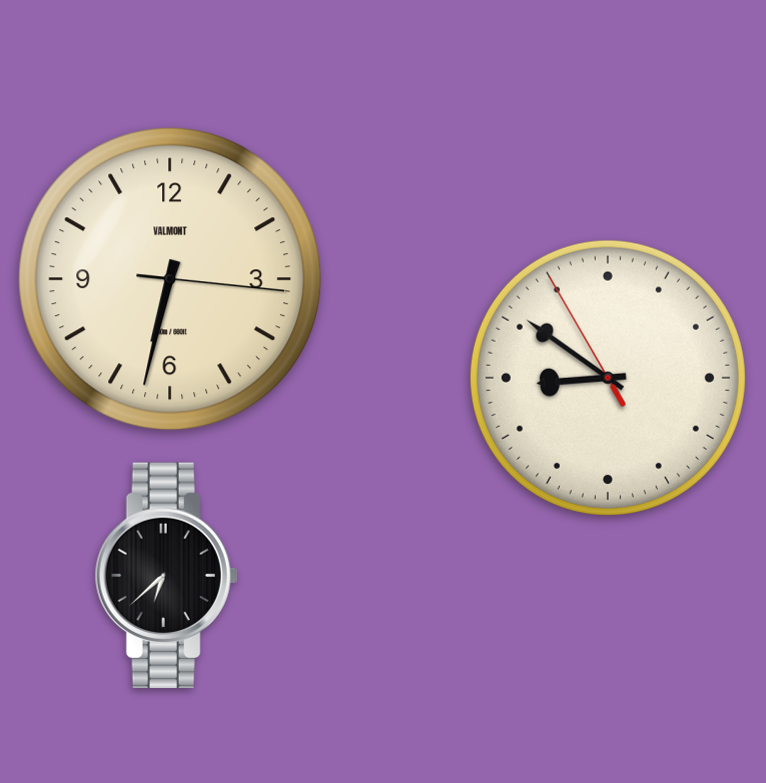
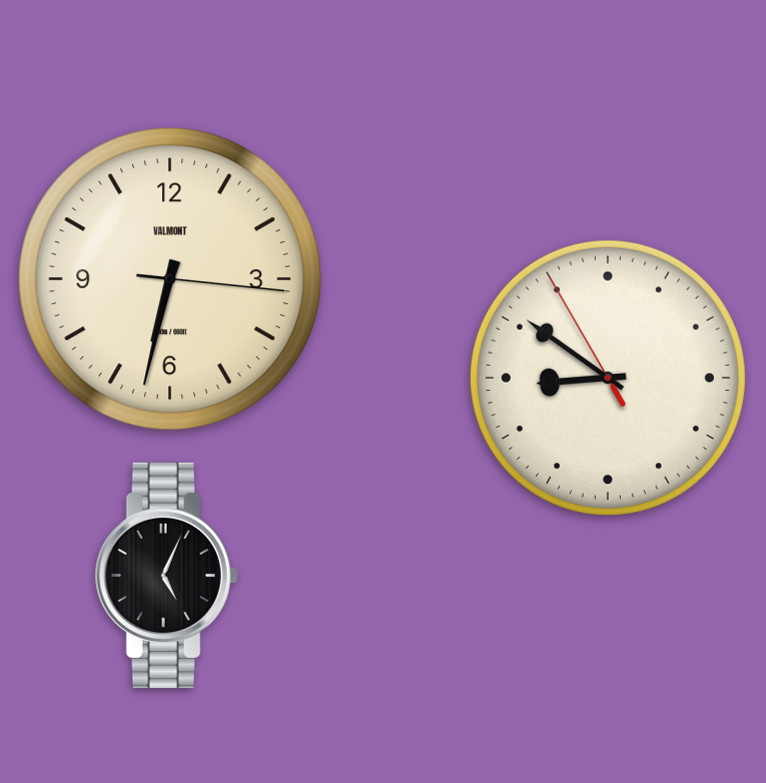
clock at (166, 576): 6:38 -> 5:04
